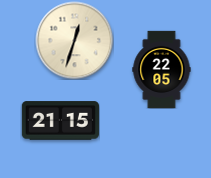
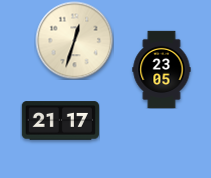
clock at (162, 69): 22:05 -> 23:05
clock at (60, 121): 21:15 -> 21:17
